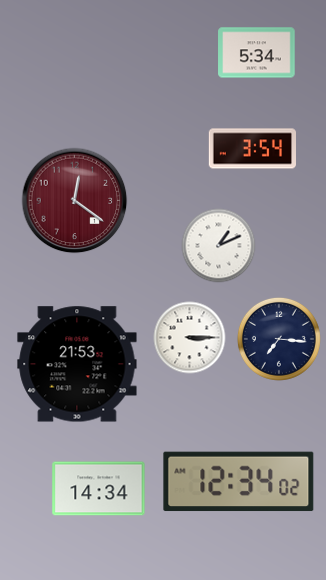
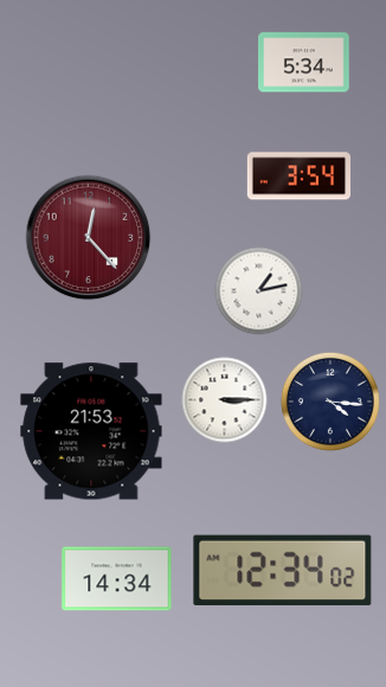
clock at (75, 201): 12:21 -> 12:23
clock at (219, 246): 1:11 -> 1:13
clock at (279, 339): 7:16 -> 4:16
